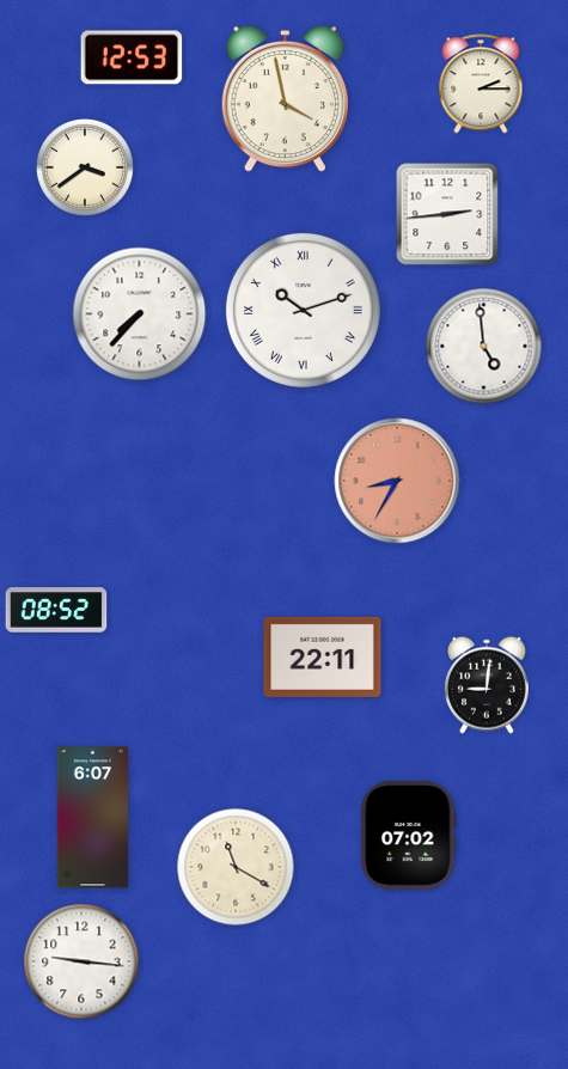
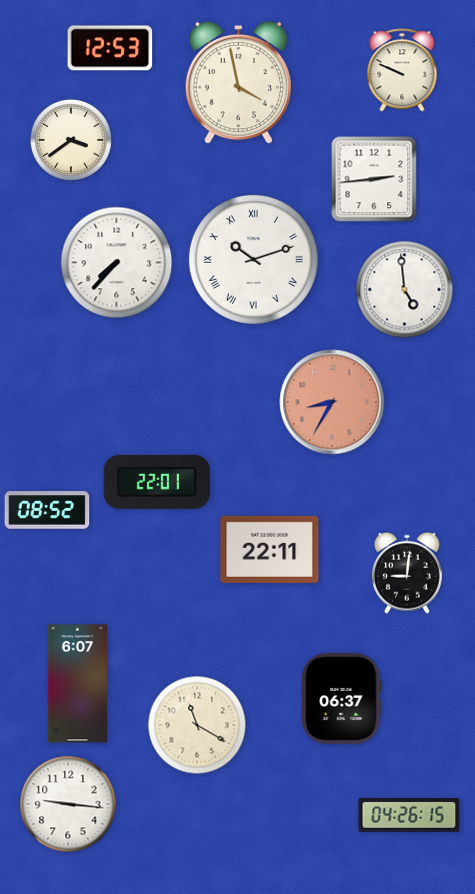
clock at (481, 84): 2:15 -> 9:49
clock at (157, 482): none -> 22:01
clock at (409, 835): 07:02 -> 06:37
clock at (409, 816): none -> 04:26
